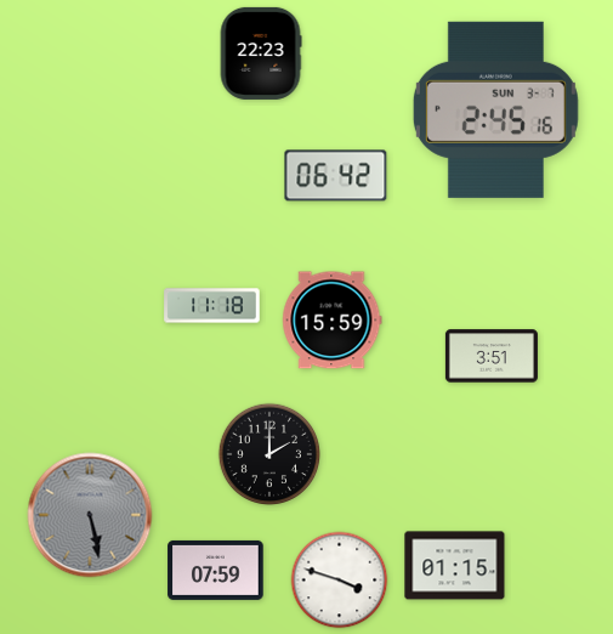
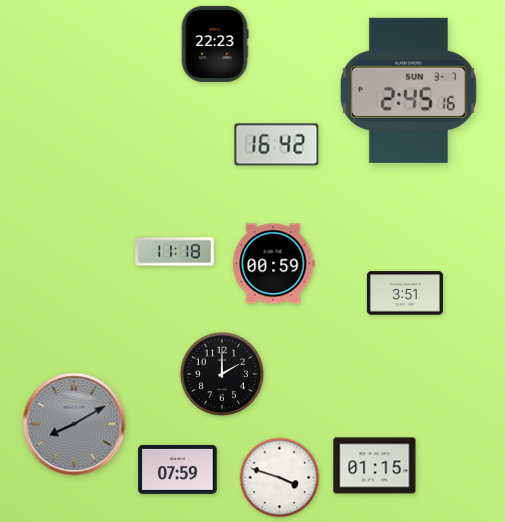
clock at (336, 176): 06:42 -> 16:42
clock at (333, 321): 15:59 -> 00:59
clock at (90, 515): 5:28 -> 8:10
